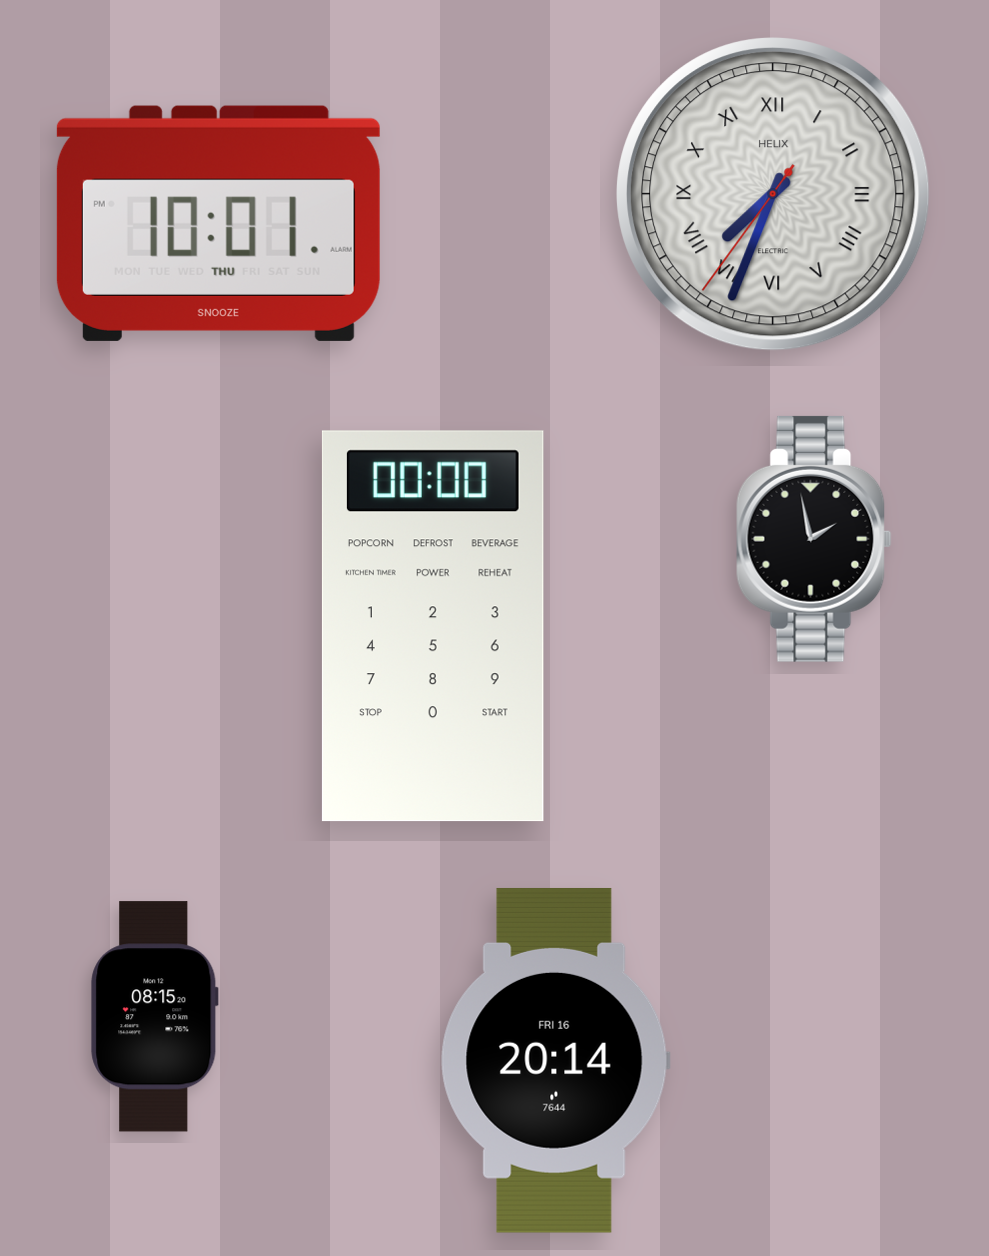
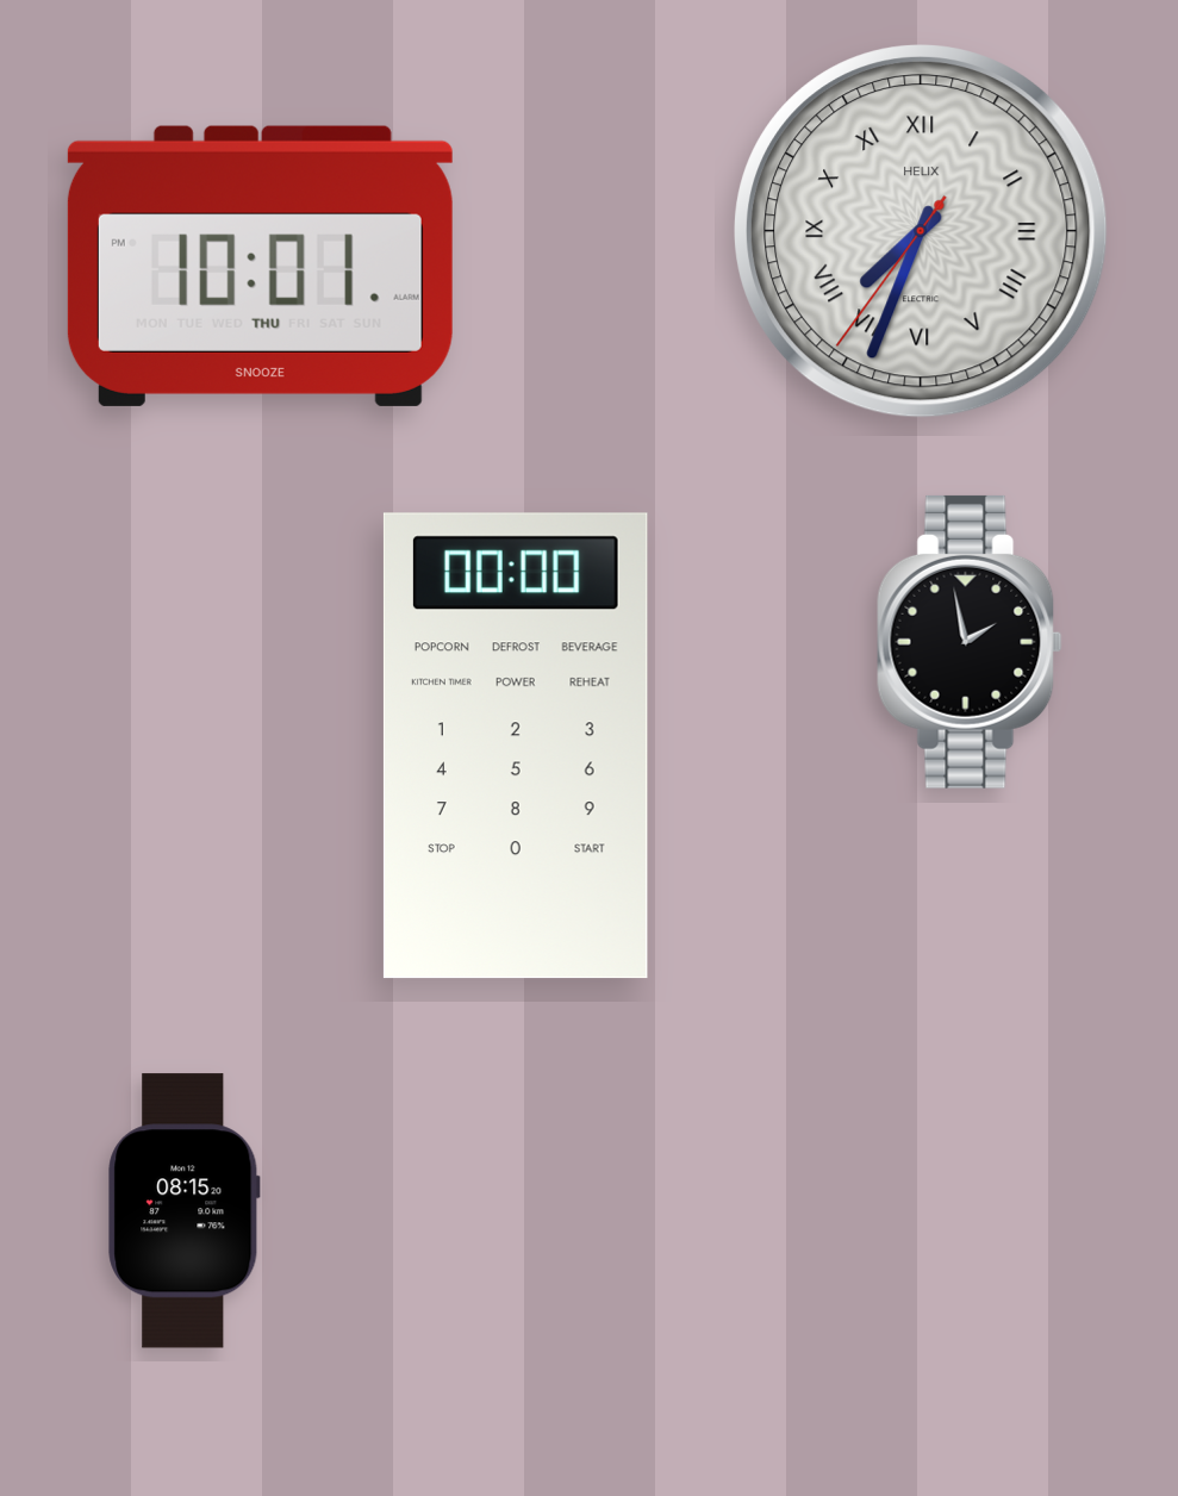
clock at (555, 1060): 20:14 -> none
